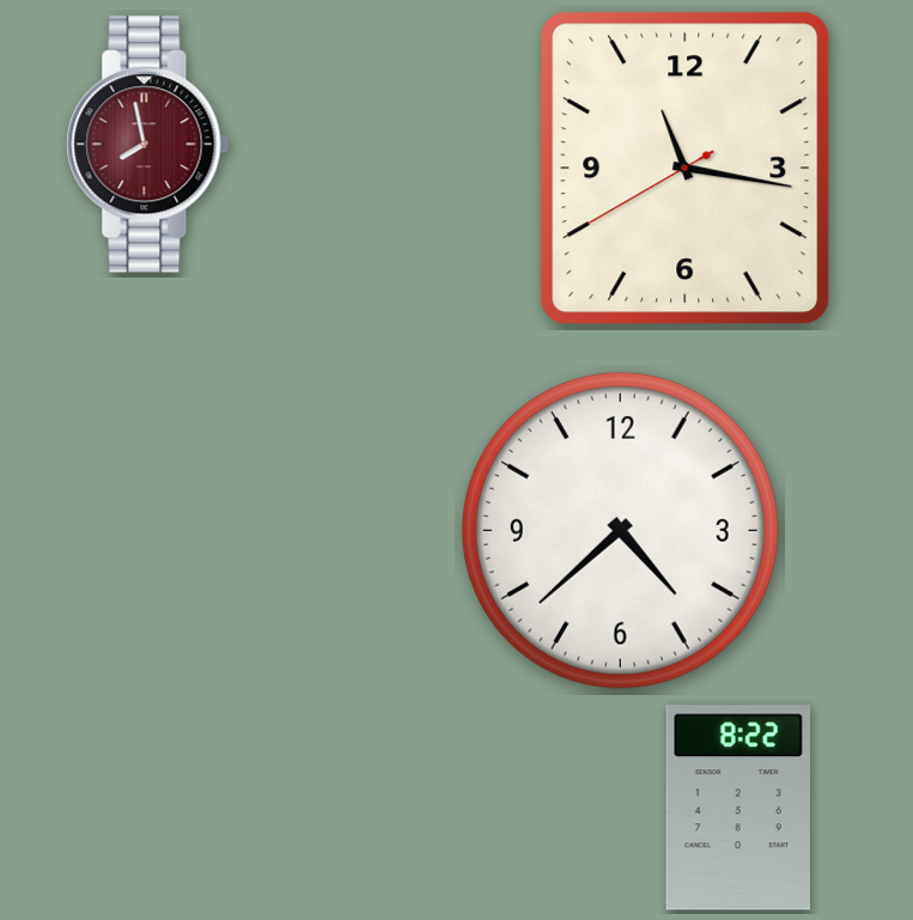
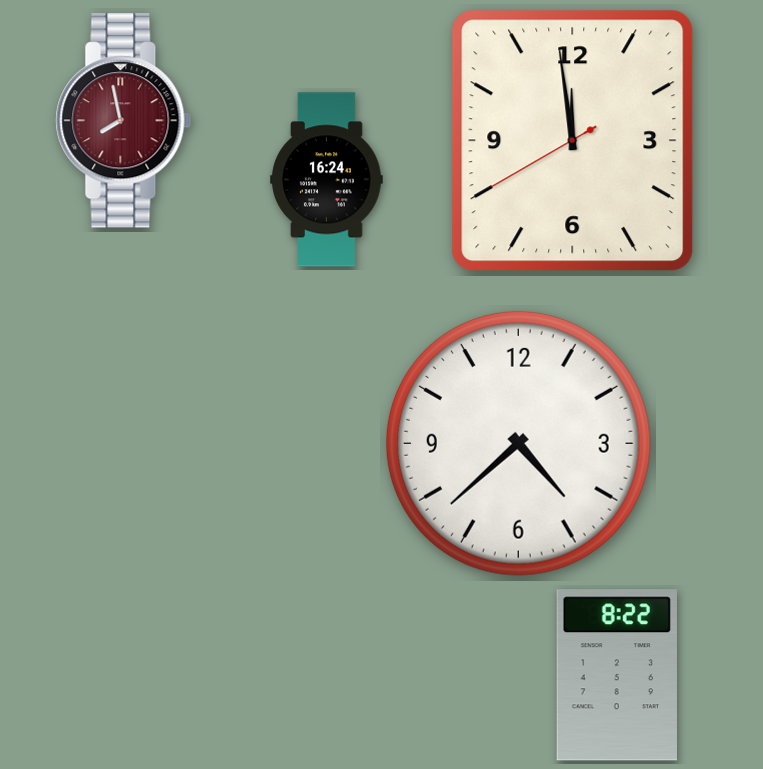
clock at (686, 169): 11:16 -> 11:58
clock at (327, 180): none -> 16:24
